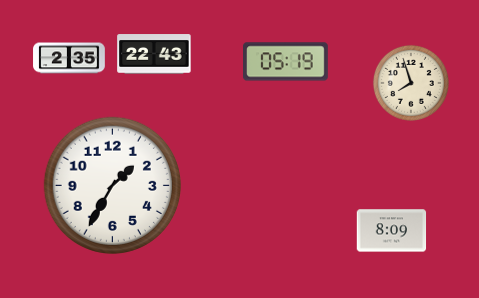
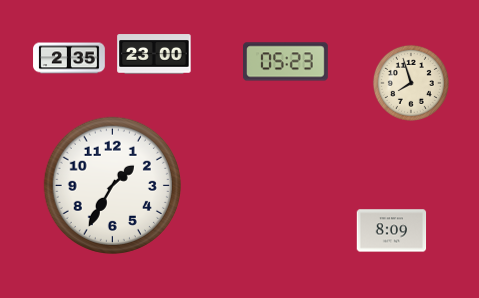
clock at (154, 54): 22:43 -> 23:00
clock at (286, 62): 05:19 -> 05:23
